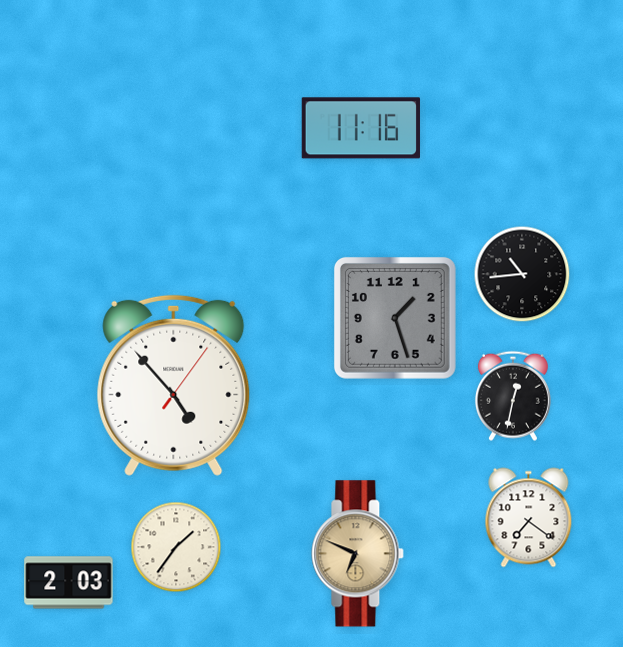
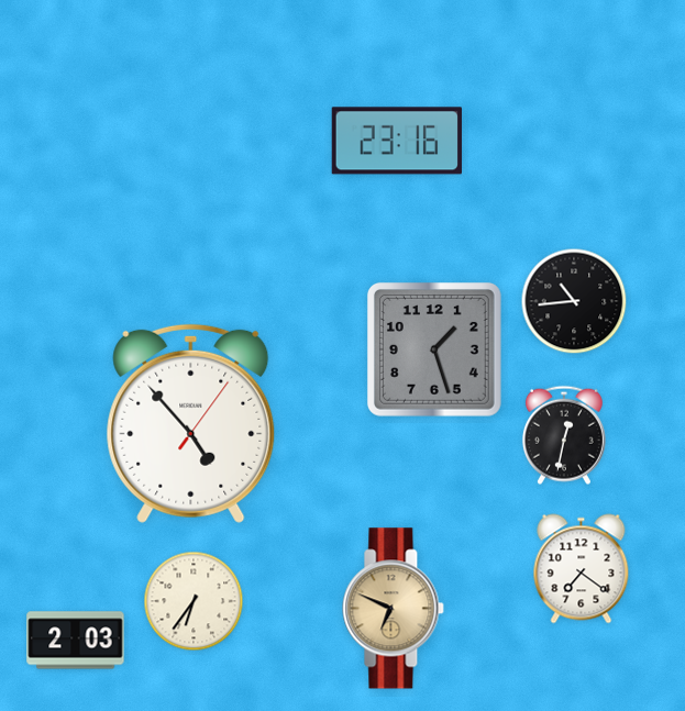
clock at (361, 128): 11:16 -> 23:16
clock at (176, 547): 1:36 -> 6:36
